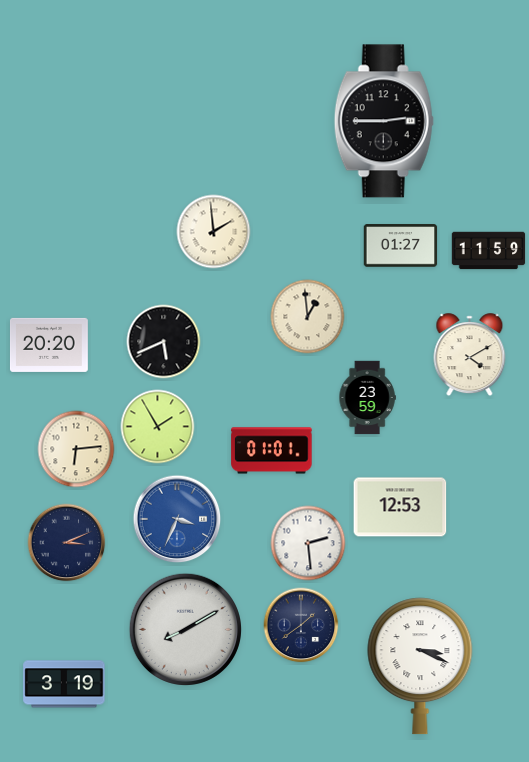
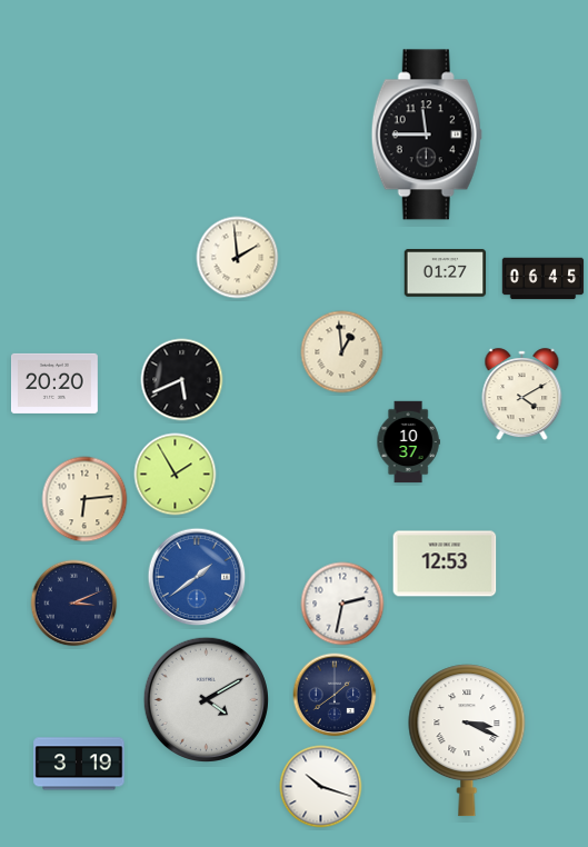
clock at (384, 121): 2:45 -> 11:45
clock at (489, 251): 11:59 -> 06:45
clock at (367, 398): 23:59 -> 10:37
clock at (272, 451): 01:01 -> none
clock at (177, 519): 3:34 -> 1:39
clock at (308, 543): 2:29 -> 2:32
clock at (185, 629): 8:10 -> 4:10
clock at (64, 684) position: (64, 684) -> (79, 764)
clock at (321, 787): none -> 10:18
